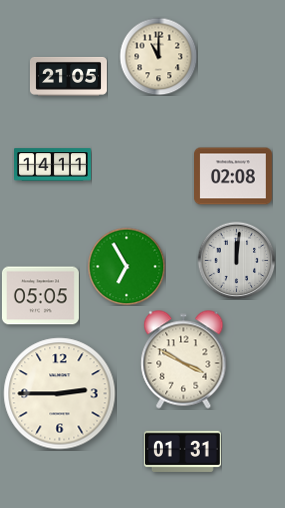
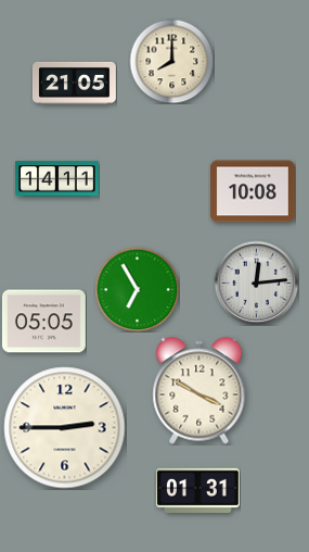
clock at (158, 56): 11:00 -> 8:00
clock at (234, 176): 02:08 -> 10:08
clock at (236, 260): 12:01 -> 12:14
